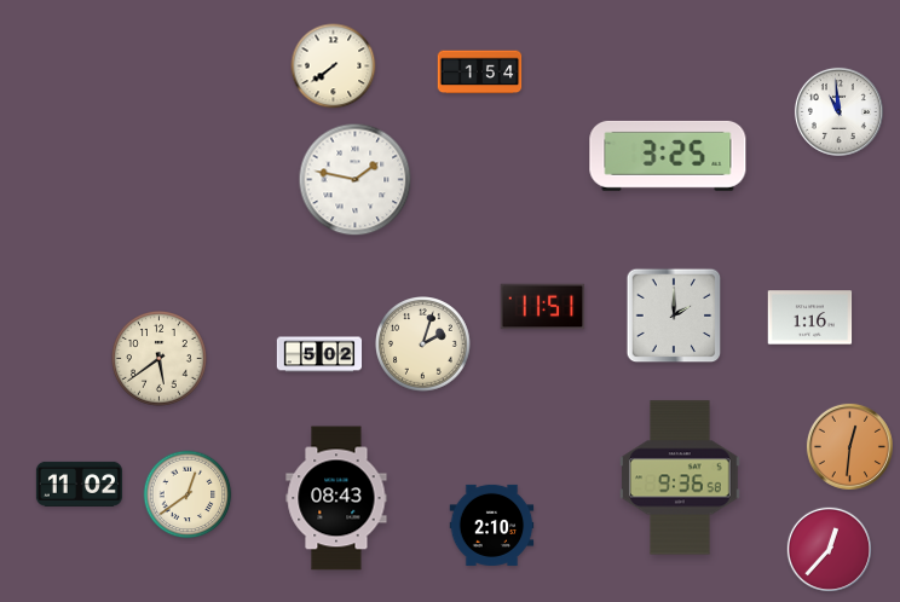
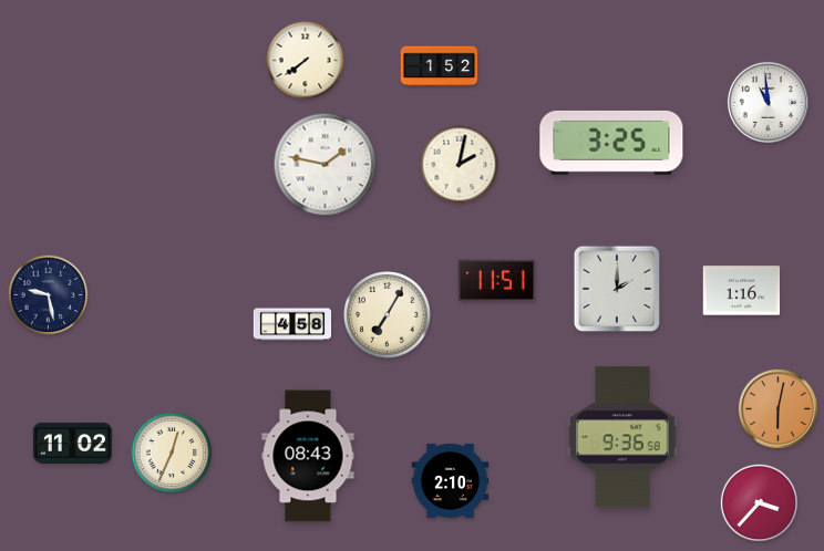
clock at (480, 73): 1:54 -> 1:52
clock at (460, 165): none -> 2:02
clock at (49, 295): none -> 9:28
clock at (423, 345): 2:03 -> 7:05
clock at (319, 354): 5:02 -> 4:58
clock at (160, 359): 5:39 -> none
clock at (849, 446): 12:31 -> 6:02
clock at (187, 494): 12:39 -> 12:34
clock at (829, 549): 12:37 -> 3:37
